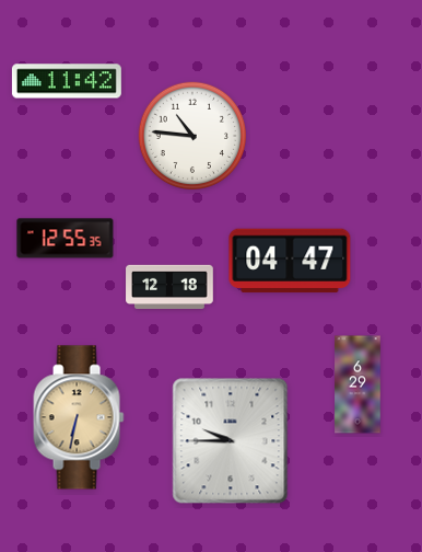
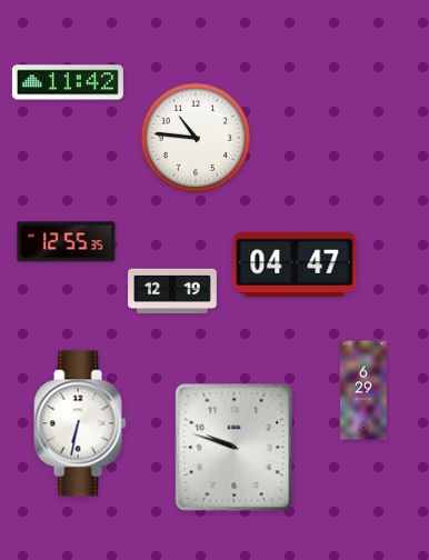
clock at (169, 287): 12:18 -> 12:19
clock at (79, 417) dial: champagne -> white
clock at (231, 441): 9:45 -> 9:48
